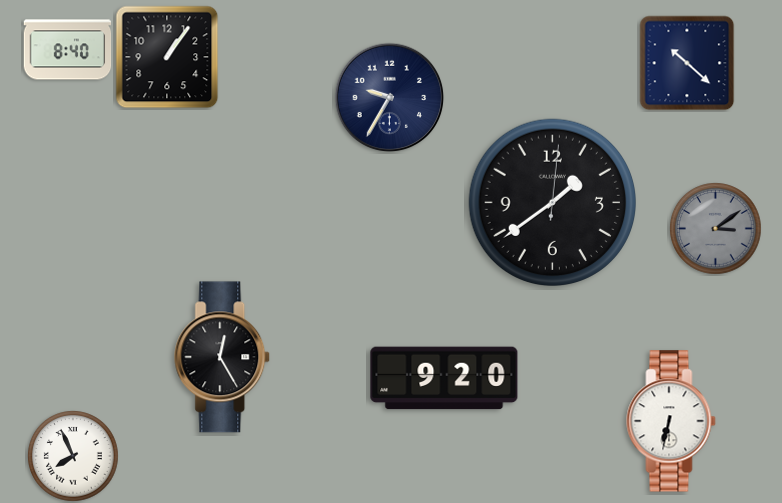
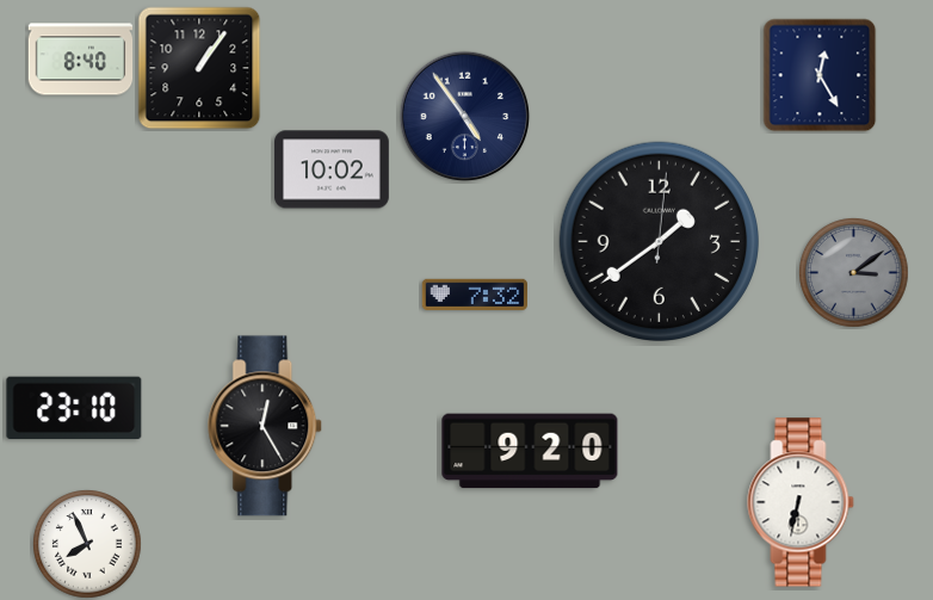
clock at (687, 63): 10:22 -> 12:25
clock at (390, 98): 9:35 -> 4:54
clock at (333, 169): none -> 10:02
clock at (474, 295): none -> 7:32
clock at (74, 408): none -> 23:10
